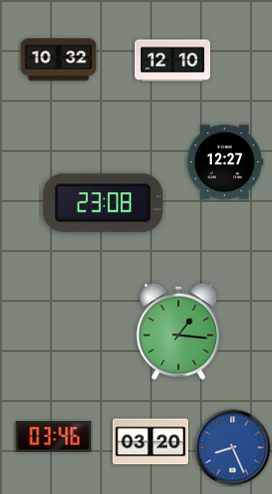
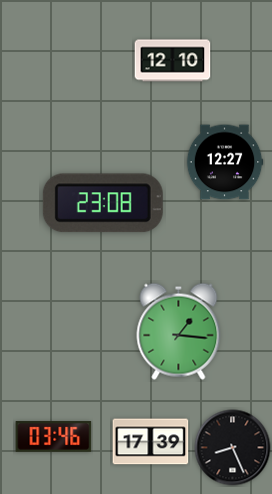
clock at (59, 60): 10:32 -> none
clock at (151, 442): 03:20 -> 17:39
clock at (233, 448) dial: blue -> black
